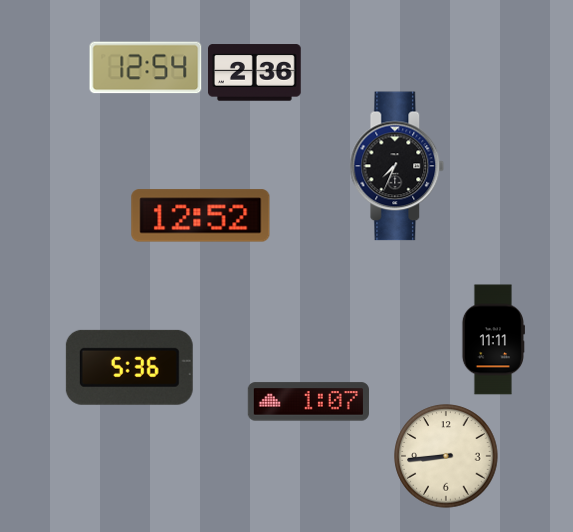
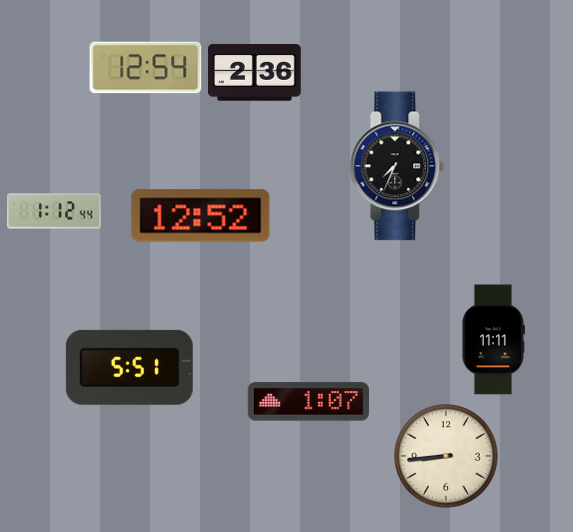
clock at (54, 211): none -> 1:12
clock at (129, 367): 5:36 -> 5:51
